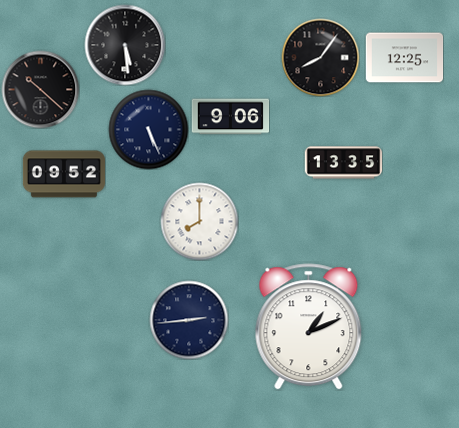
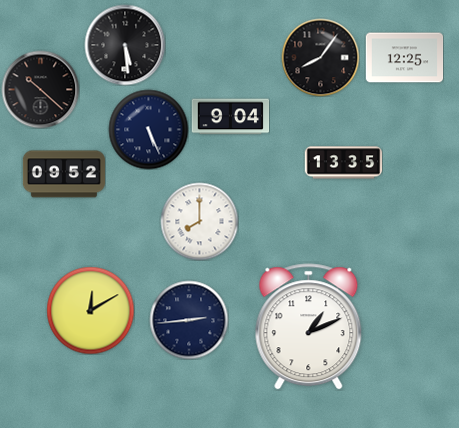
clock at (230, 117): 9:06 -> 9:04
clock at (90, 310): none -> 12:10
